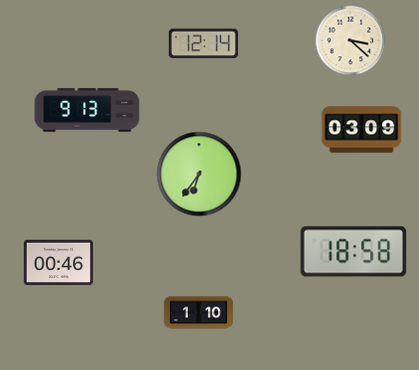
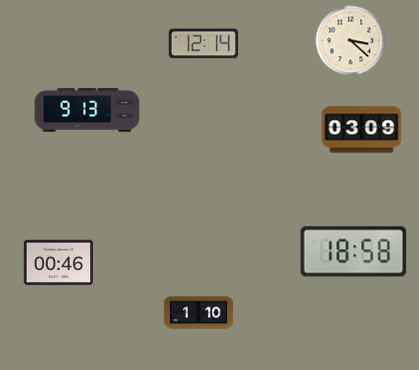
clock at (199, 174): 6:36 -> none
